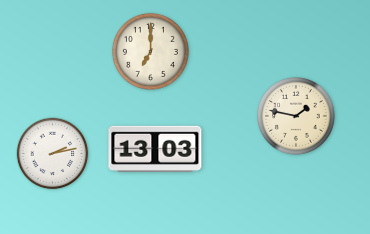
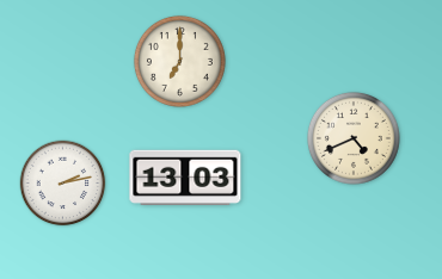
clock at (296, 116): 1:47 -> 4:41
